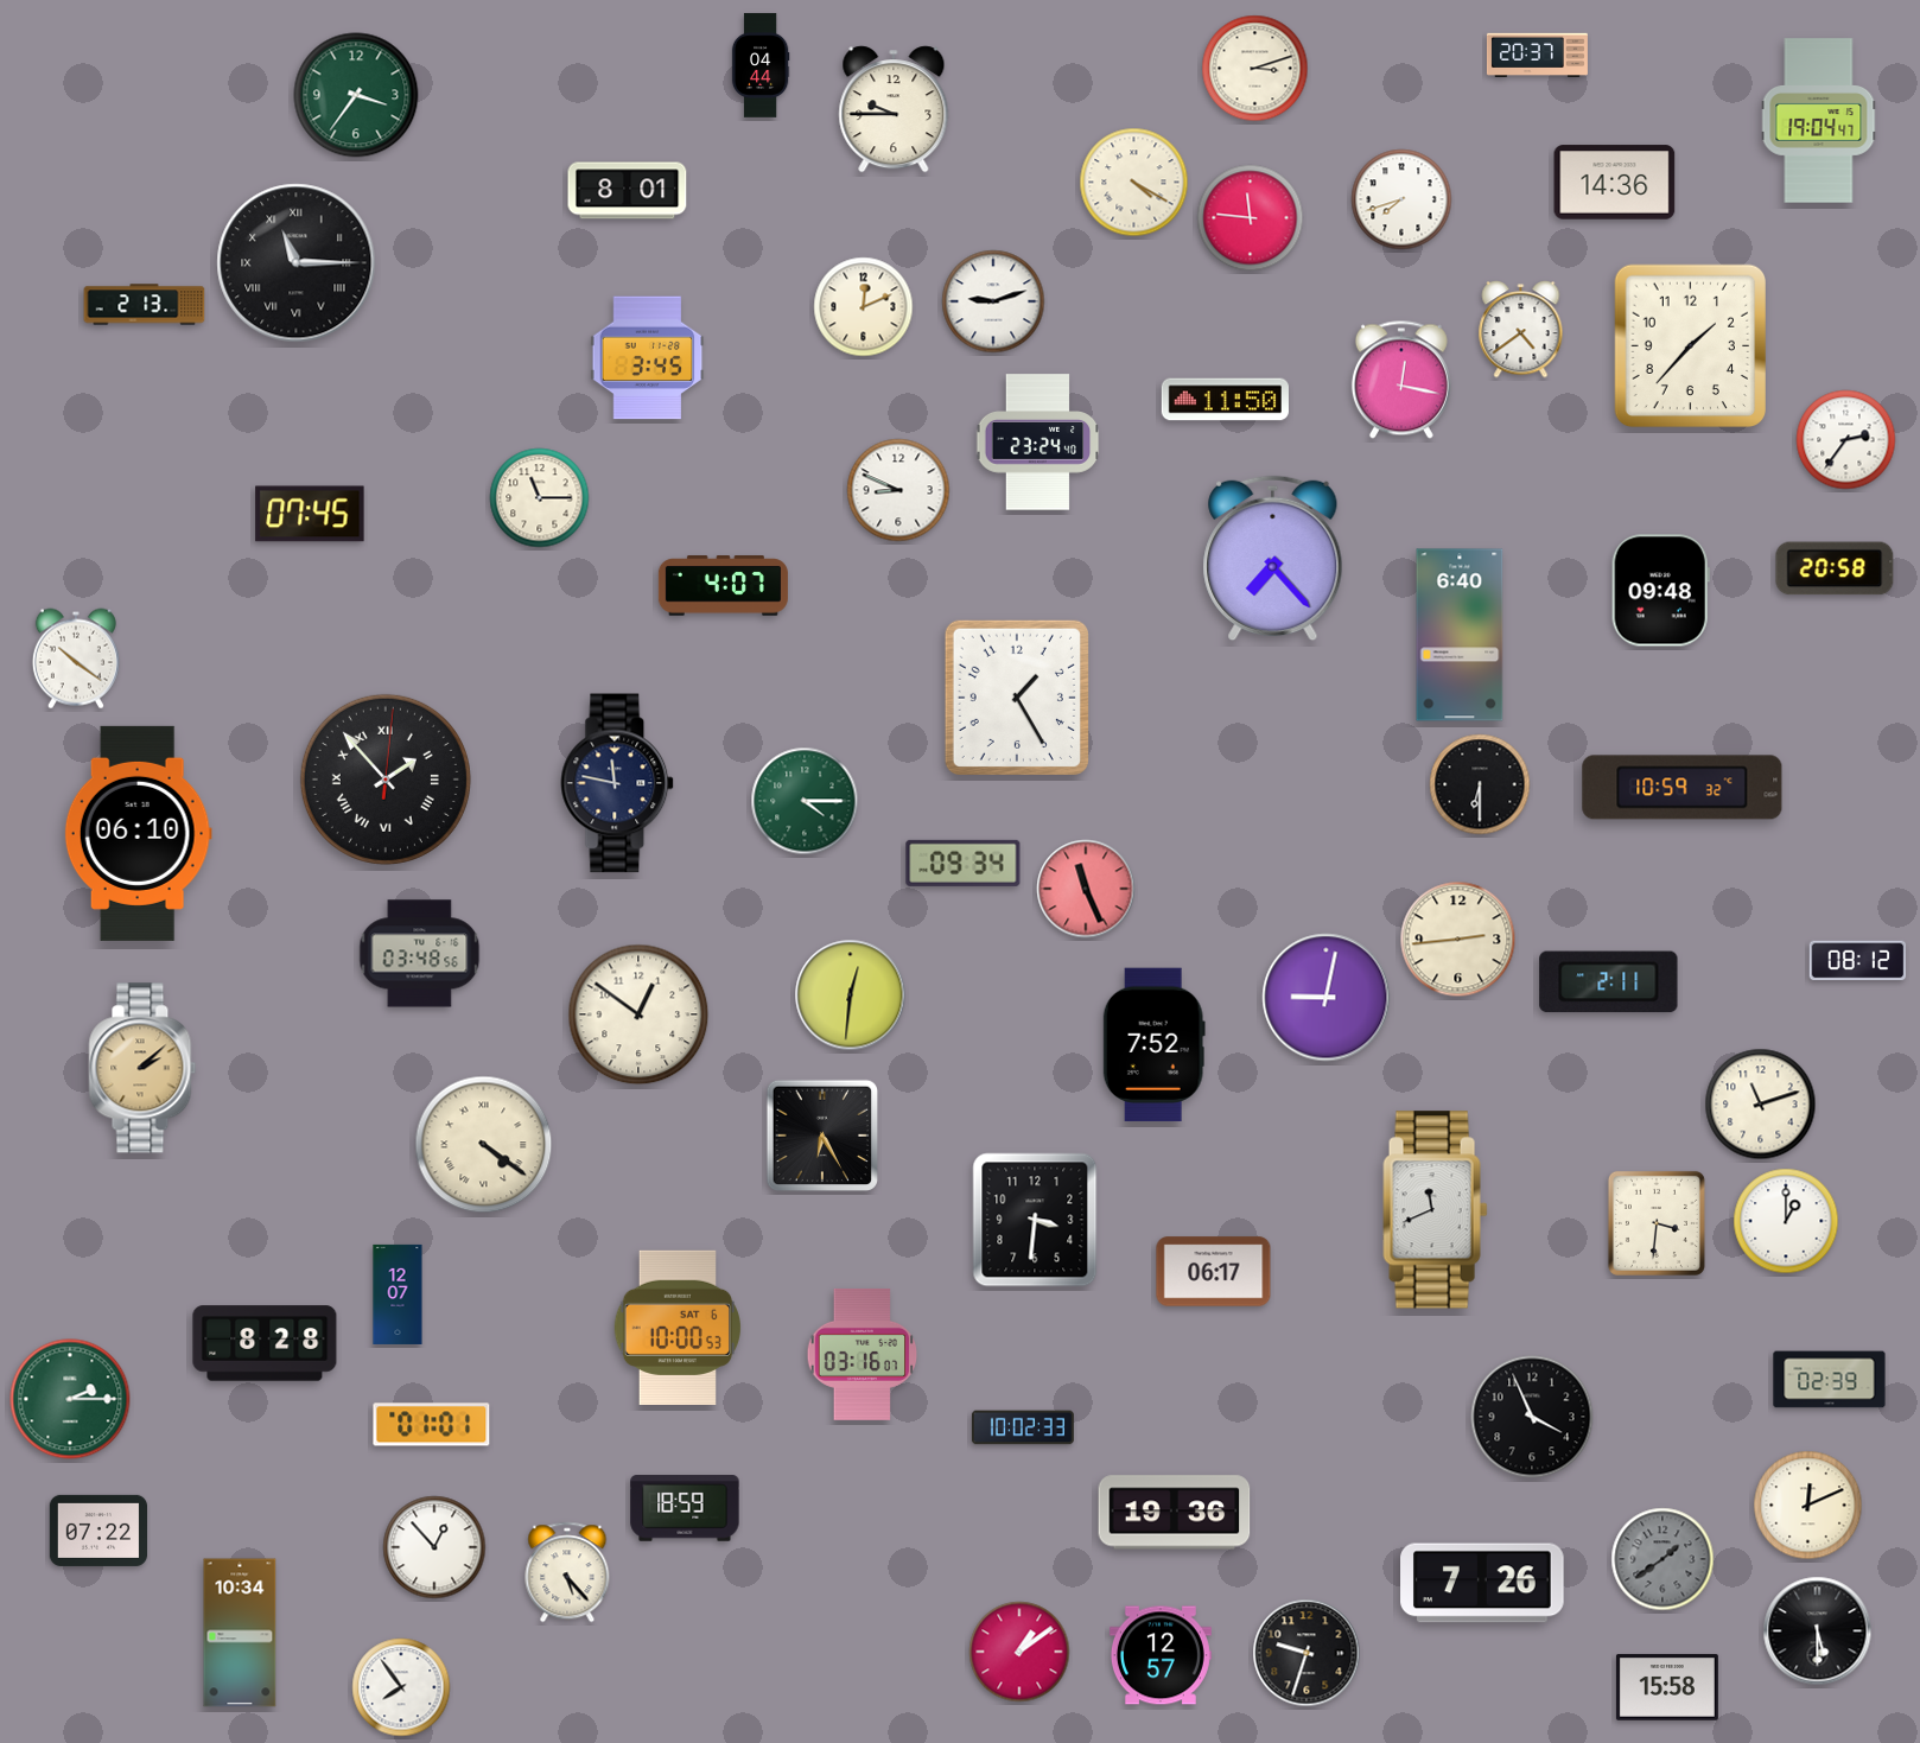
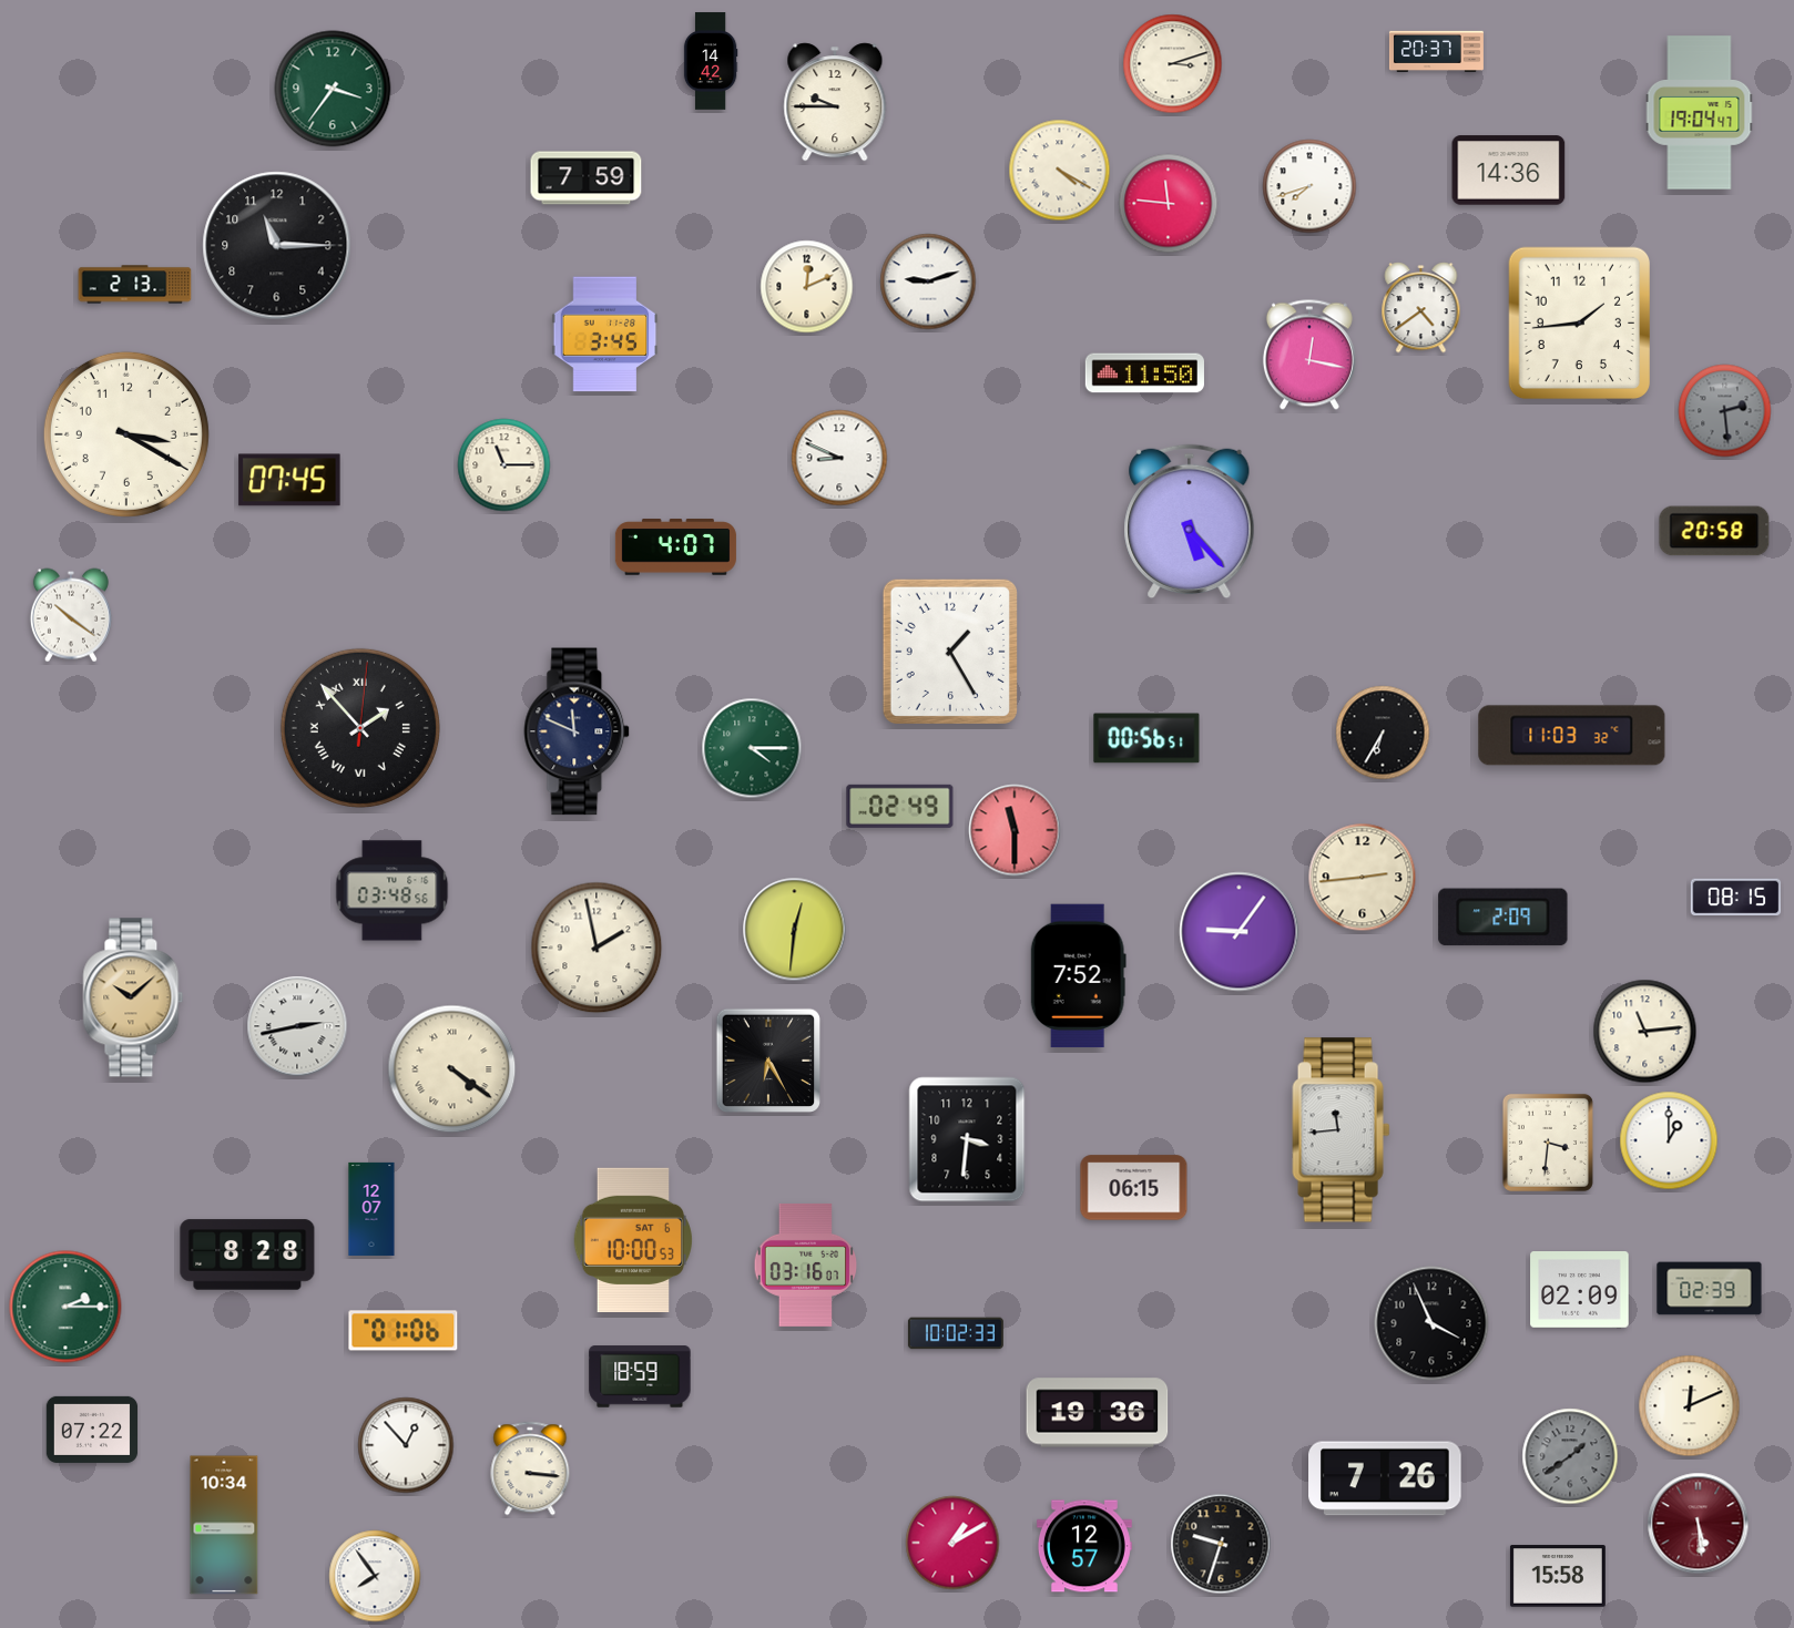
clock at (761, 65): 04:44 -> 14:42
clock at (628, 191): 8:01 -> 7:59
clock at (297, 263) numerals: Roman -> Arabic
clock at (1690, 346): 1:37 -> 1:44
clock at (1846, 440): 2:36 -> 2:29
clock at (1846, 440) dial: white -> grey
clock at (1038, 443): 23:24 -> none
clock at (126, 434): none -> 3:20
clock at (1273, 559): 7:23 -> 5:23
clock at (1660, 591): 09:48 -> none
clock at (1460, 635): 6:40 -> none
clock at (618, 783): 11:47 -> 11:49
clock at (1480, 784): 6:30 -> 6:35
clock at (1683, 788): 10:59 -> 11:03
clock at (1146, 738): none -> 00:56
clock at (138, 833): 06:10 -> none
clock at (964, 863): 09:34 -> 02:49
clock at (1086, 889): 11:26 -> 11:30
clock at (1858, 961): 08:12 -> 08:15
clock at (1609, 982): 2:11 -> 2:09
clock at (1327, 998): 9:02 -> 9:06
clock at (638, 1014): 12:51 -> 1:58
clock at (142, 1068): 2:08 -> 10:08
clock at (297, 1026): none -> 2:43
clock at (1761, 1105): 11:12 -> 11:14
clock at (1436, 1210): 11:41 -> 11:44
clock at (1214, 1272): 06:17 -> 06:15
clock at (1580, 1290): none -> 02:09
clock at (432, 1425): 01:01 -> 01:06
clock at (685, 1508) position: (685, 1508) -> (640, 1376)
clock at (1662, 1559) position: (1662, 1559) -> (1570, 1456)
clock at (567, 1572): 5:23 -> 3:16
clock at (1818, 1631): 5:30 -> 5:29
clock at (1818, 1631) dial: black -> burgundy
clock at (1019, 1652): 1:09 -> 1:10
